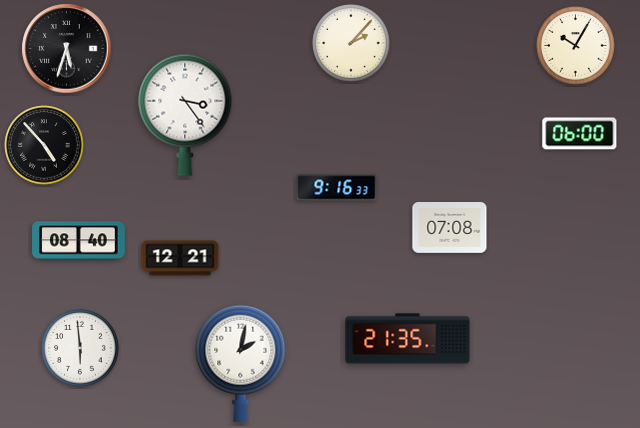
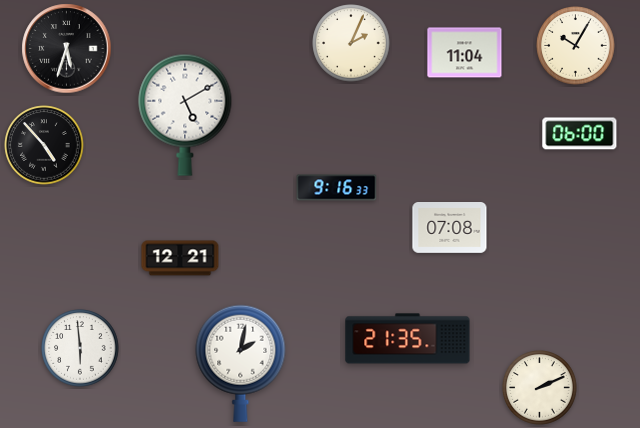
clock at (351, 43): 2:07 -> 2:04
clock at (465, 53): none -> 11:04
clock at (185, 115): 3:24 -> 5:10
clock at (79, 241): 08:40 -> none
clock at (540, 388): none -> 2:11
